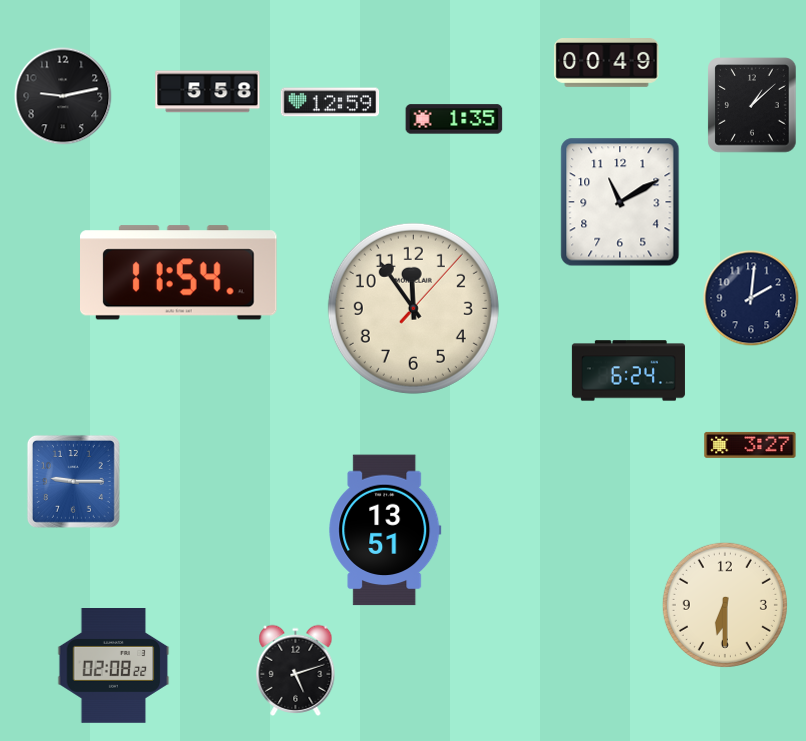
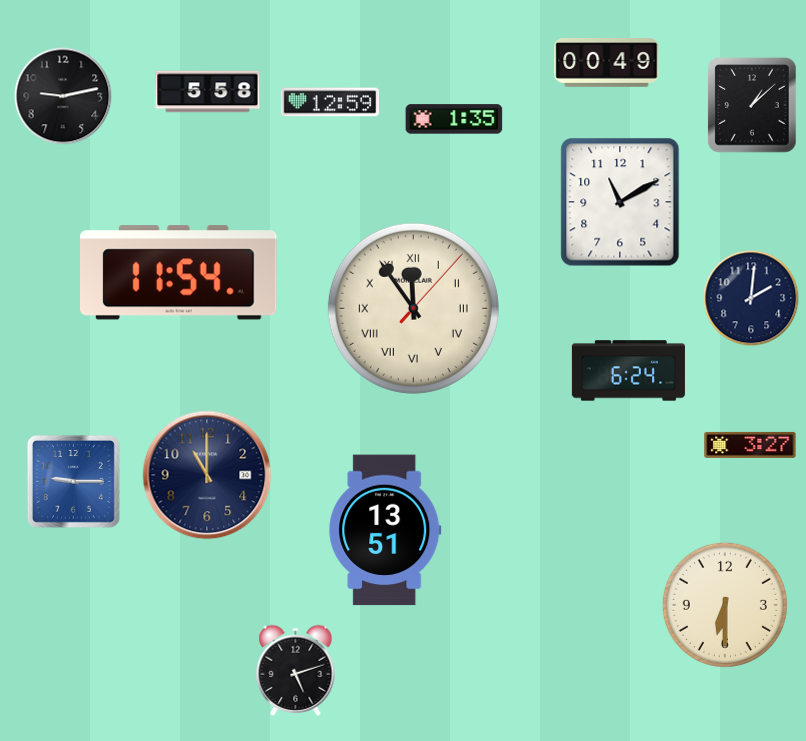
clock at (413, 308) numerals: Arabic -> Roman
clock at (207, 475): none -> 11:00
clock at (114, 666): 02:08 -> none
